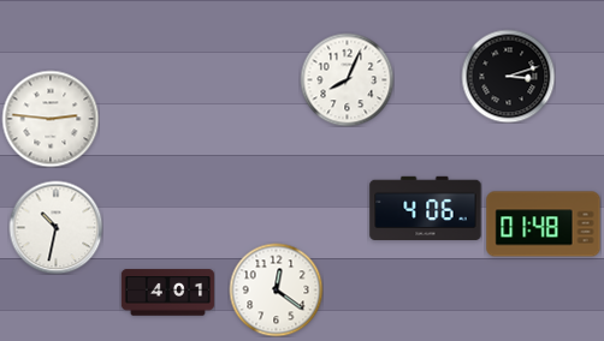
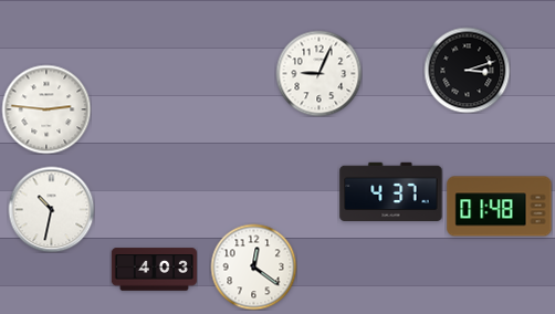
clock at (347, 79): 8:04 -> 9:04
clock at (426, 209): 4:06 -> 4:37
clock at (167, 293): 4:01 -> 4:03
